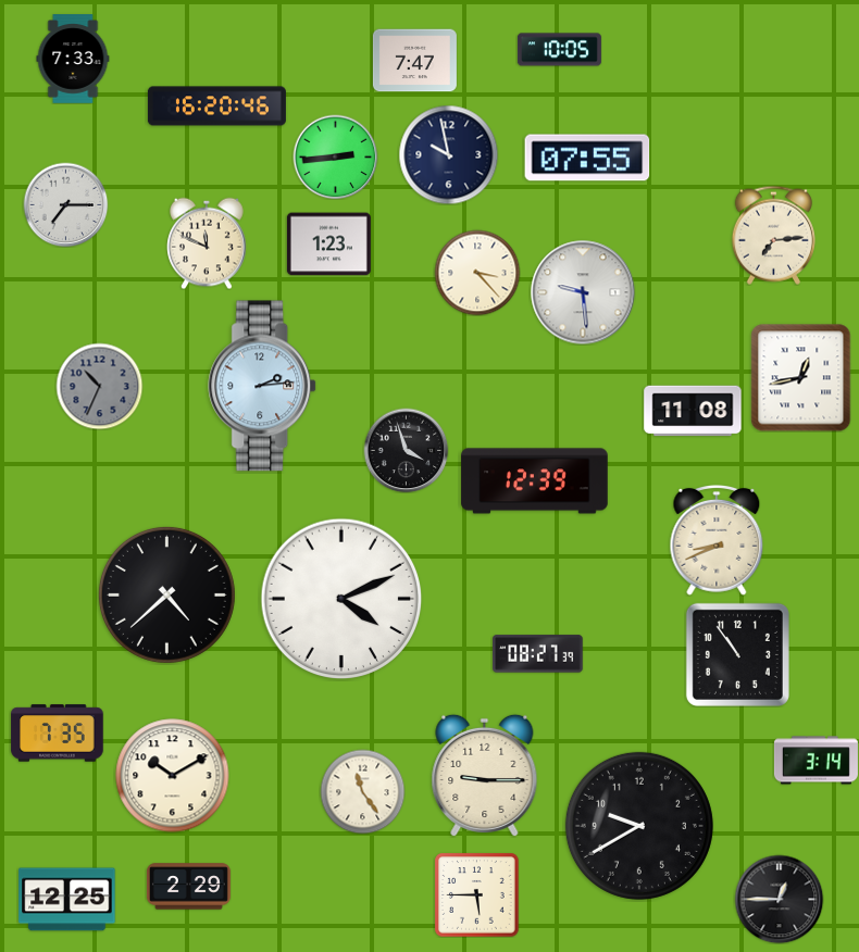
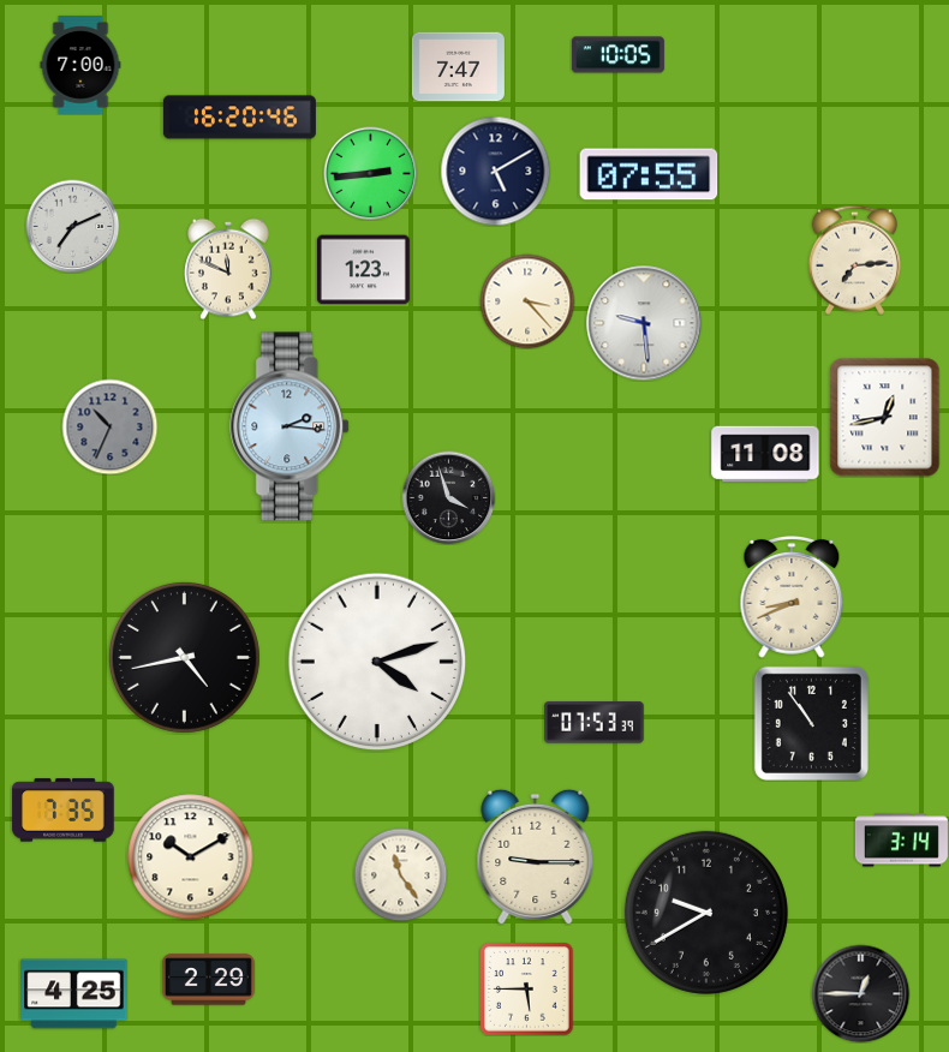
clock at (73, 59): 7:33 -> 7:00
clock at (448, 154): 9:58 -> 5:10
clock at (65, 204): 7:15 -> 7:11
clock at (263, 386): 2:14 -> 2:16
clock at (535, 481): 12:39 -> none
clock at (166, 594): 4:38 -> 4:43
clock at (341, 599): 4:11 -> 4:12
clock at (538, 654): 08:27 -> 07:53
clock at (737, 654) position: (737, 654) -> (811, 723)
clock at (67, 900): 12:25 -> 4:25
